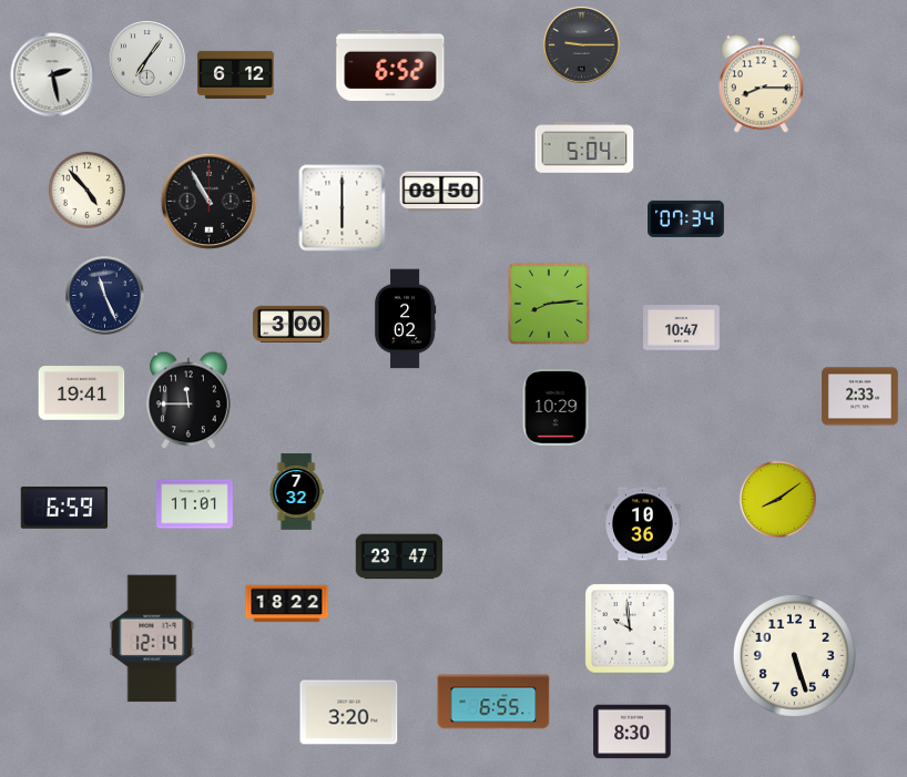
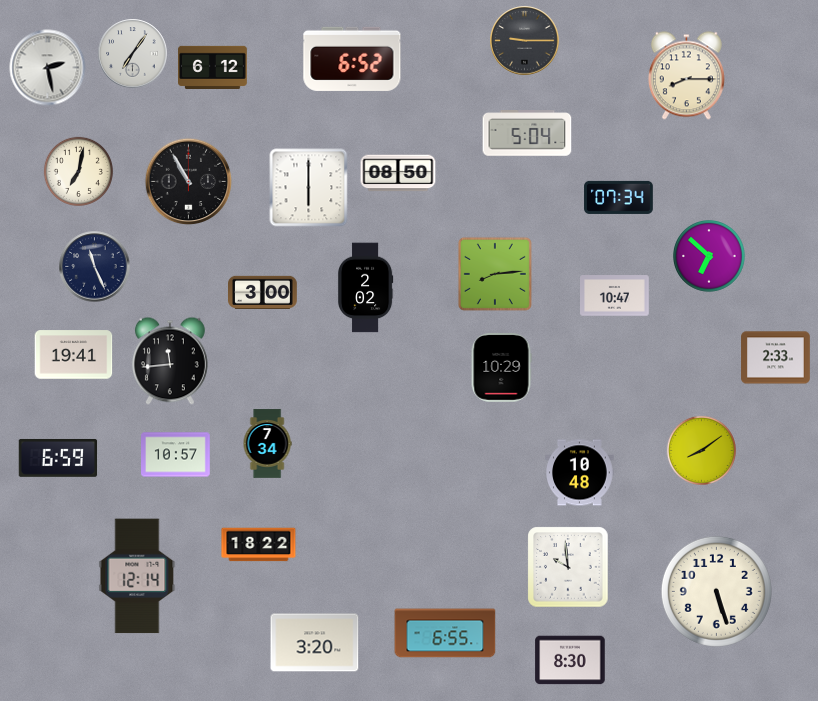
clock at (86, 190): 4:53 -> 7:02
clock at (710, 257): none -> 6:52
clock at (188, 400): 11:45 -> 11:44
clock at (296, 492): 7:32 -> 7:34
clock at (195, 504): 11:01 -> 10:57
clock at (643, 524): 10:36 -> 10:48
clock at (399, 556): 23:47 -> none
